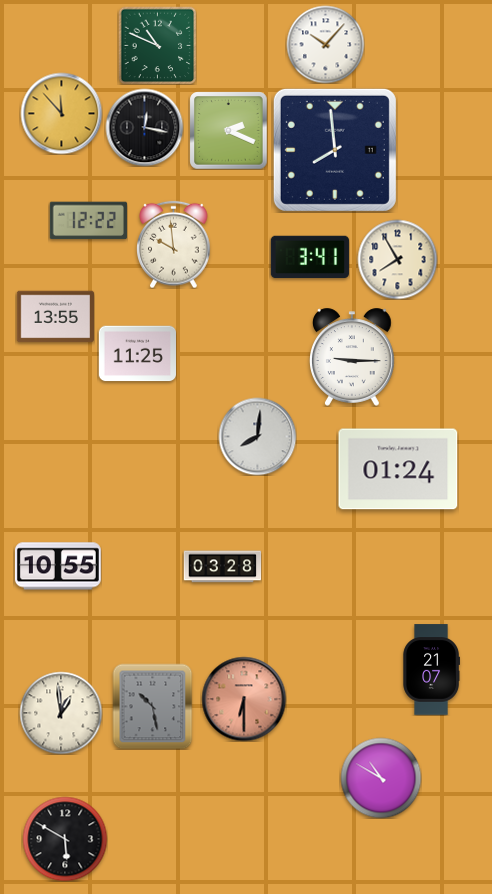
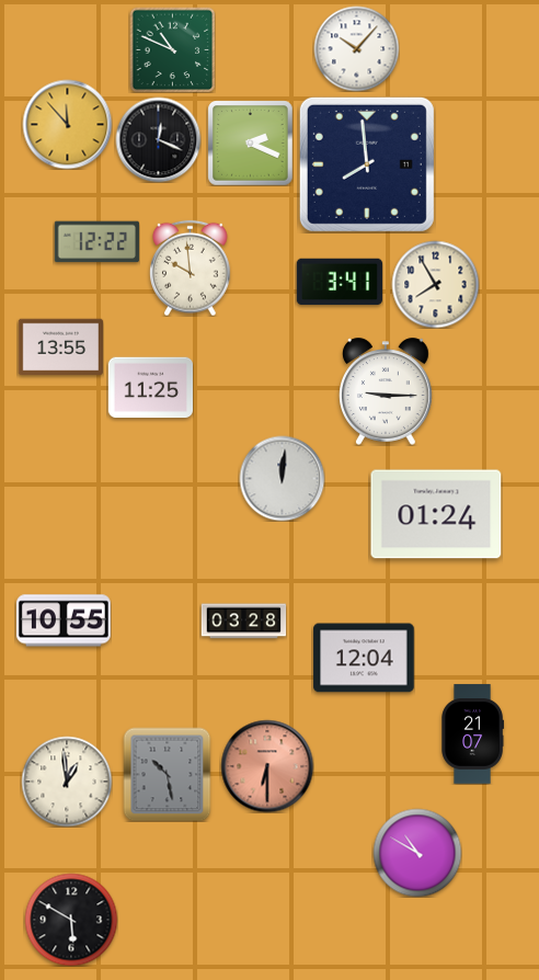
clock at (144, 127): 12:17 -> 12:19
clock at (257, 436): 8:01 -> 12:01
clock at (364, 658): none -> 12:04
